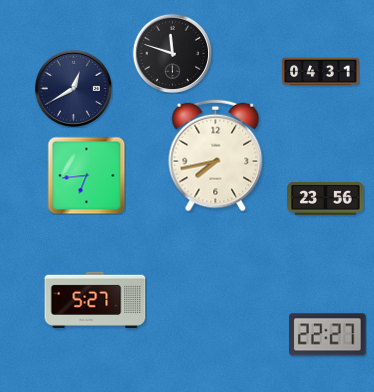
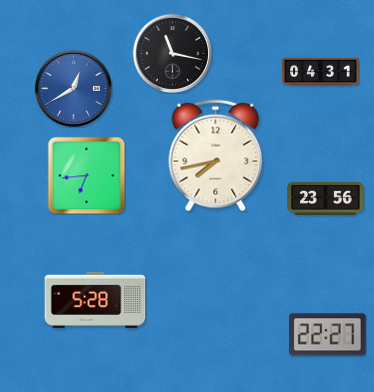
clock at (172, 53): 11:48 -> 11:17
clock at (73, 88) dial: navy -> blue
clock at (95, 300): 5:27 -> 5:28
